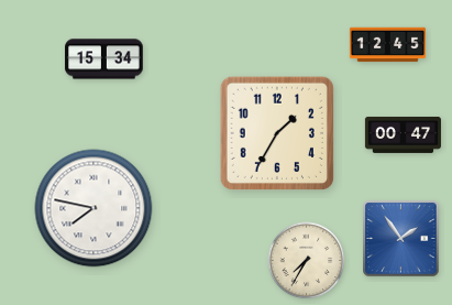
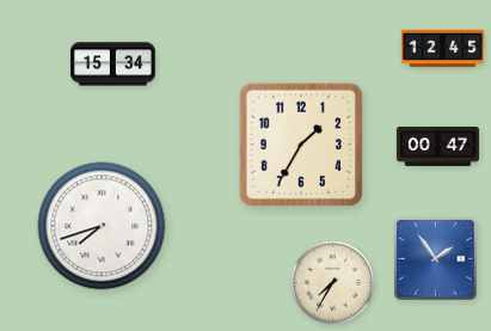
clock at (387, 45) position: (387, 45) -> (442, 49)
clock at (93, 208): 7:47 -> 7:42
